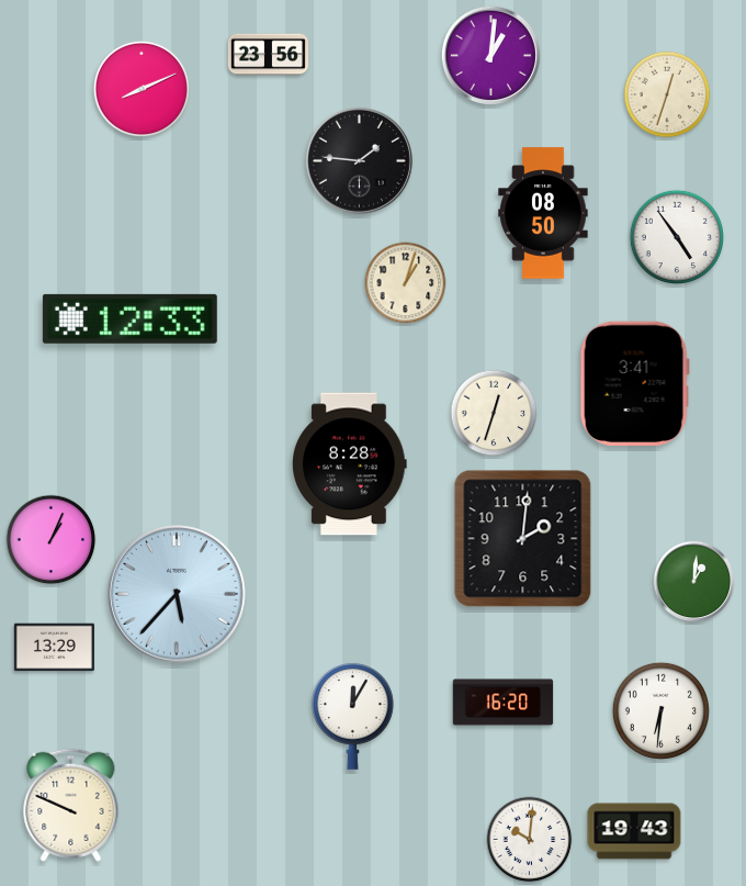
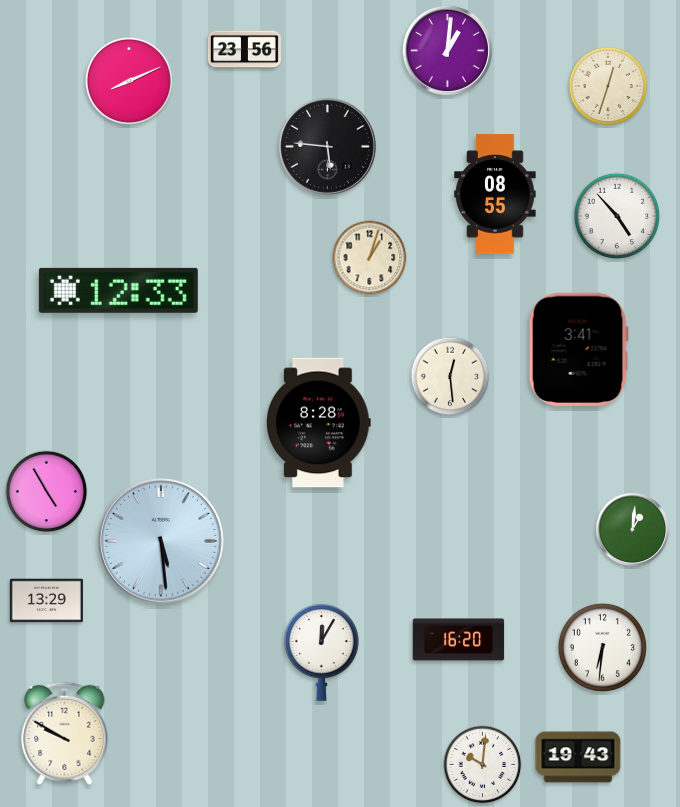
clock at (359, 160): 1:46 -> 5:46
clock at (543, 213): 08:50 -> 08:55
clock at (676, 236): 4:54 -> 4:53
clock at (494, 413): 12:33 -> 12:29
clock at (523, 539): 2:01 -> none
clock at (52, 540): 1:04 -> 4:55
clock at (178, 595): 5:37 -> 5:29
clock at (54, 648) position: (54, 648) -> (46, 601)
clock at (71, 805): 9:49 -> 9:50
